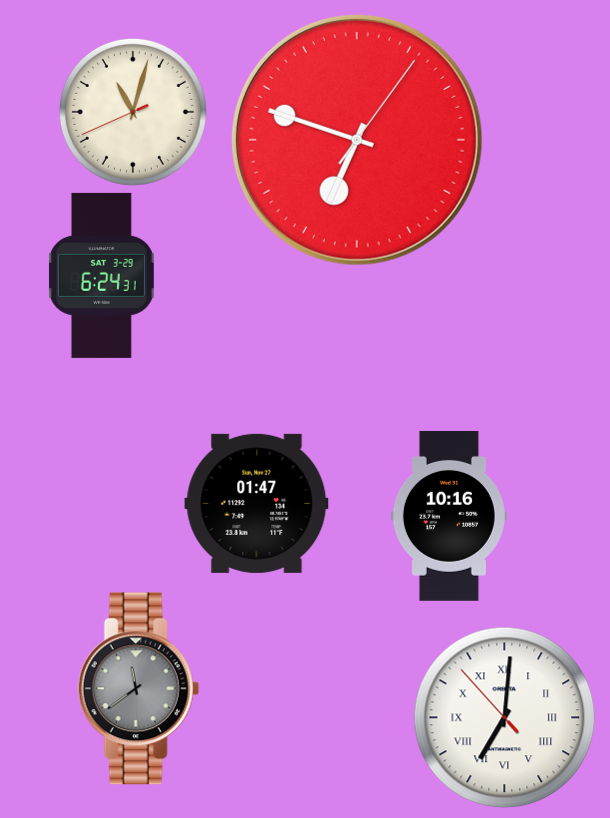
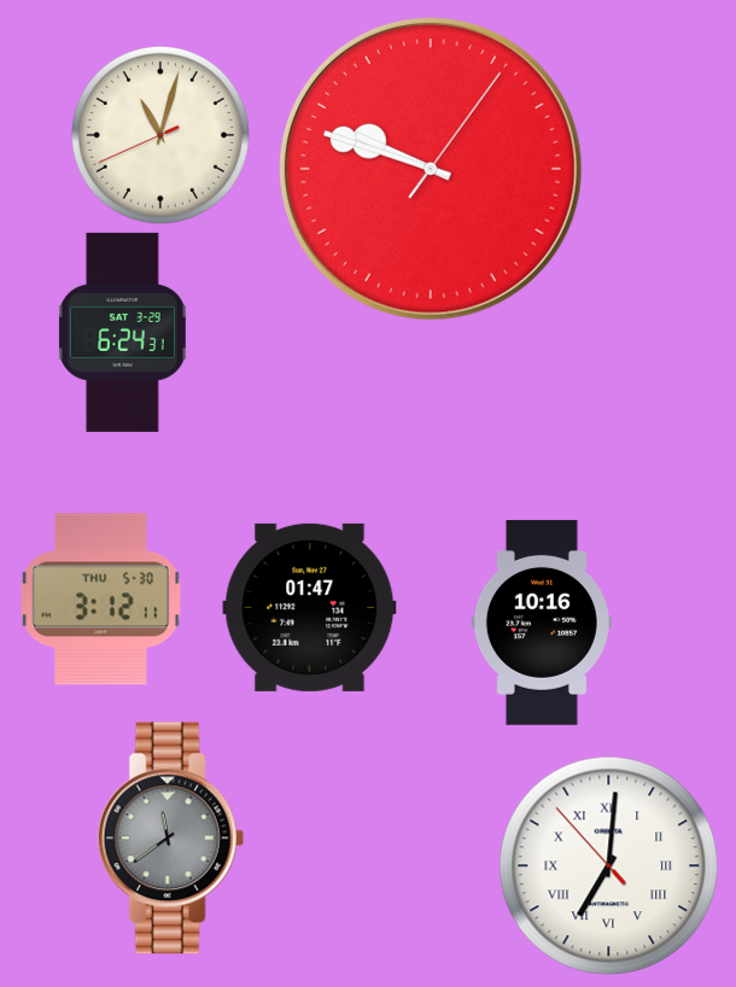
clock at (357, 140): 6:48 -> 9:48
clock at (101, 600): none -> 3:12
clock at (138, 689) position: (138, 689) -> (170, 839)
